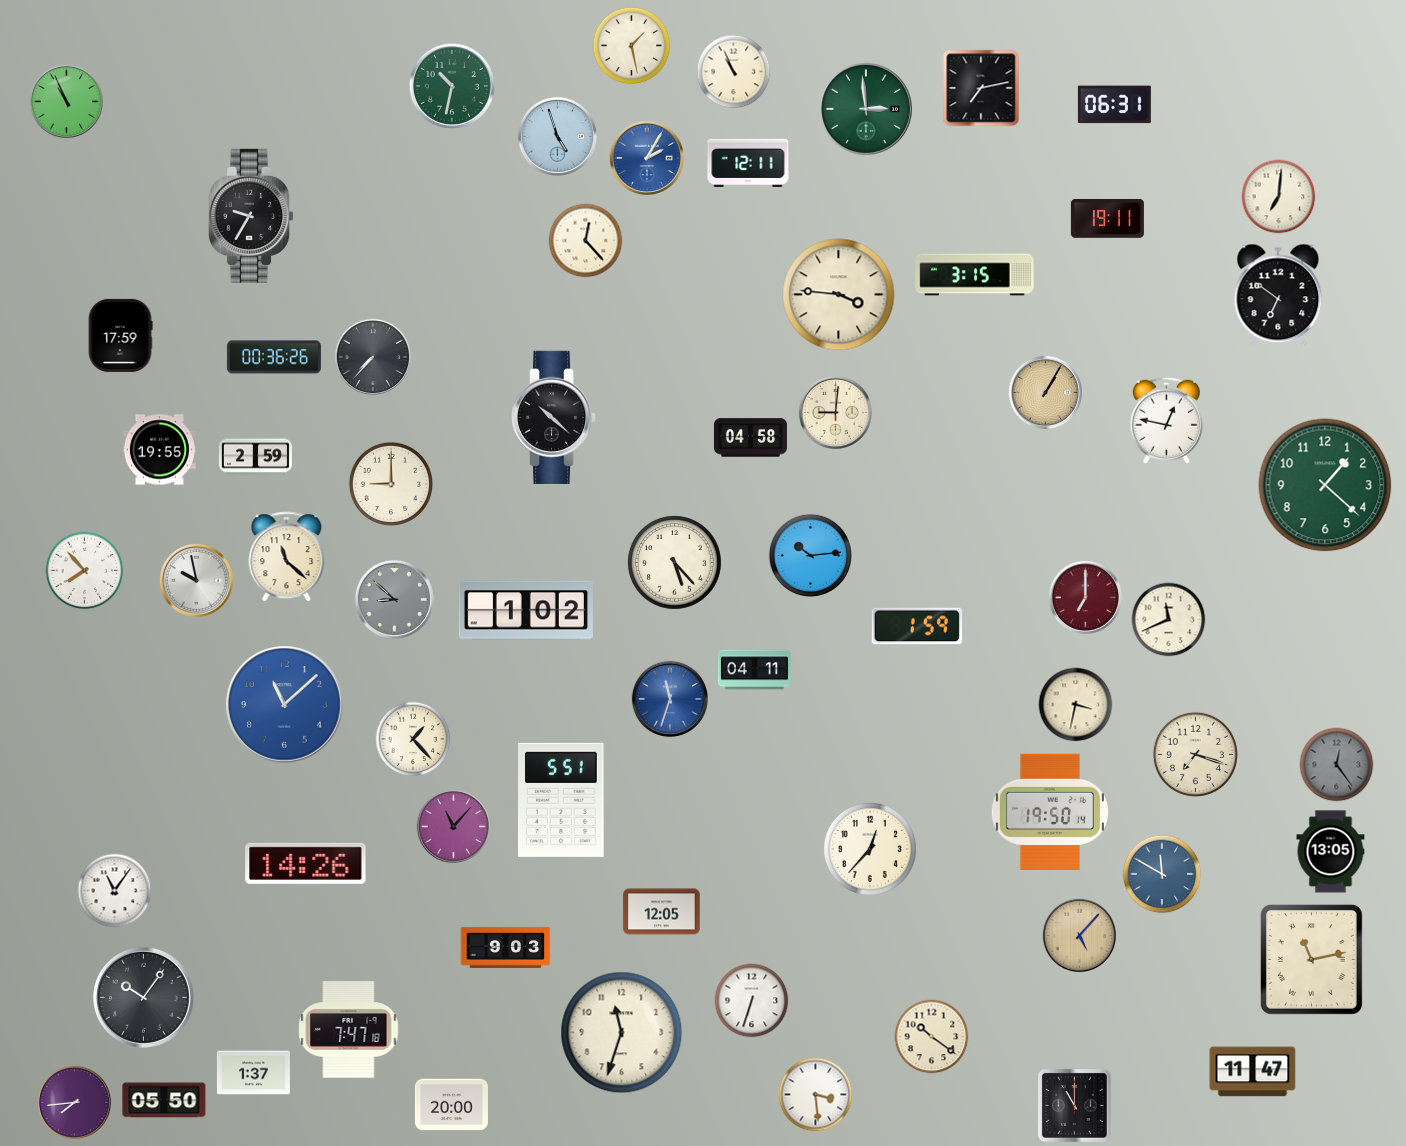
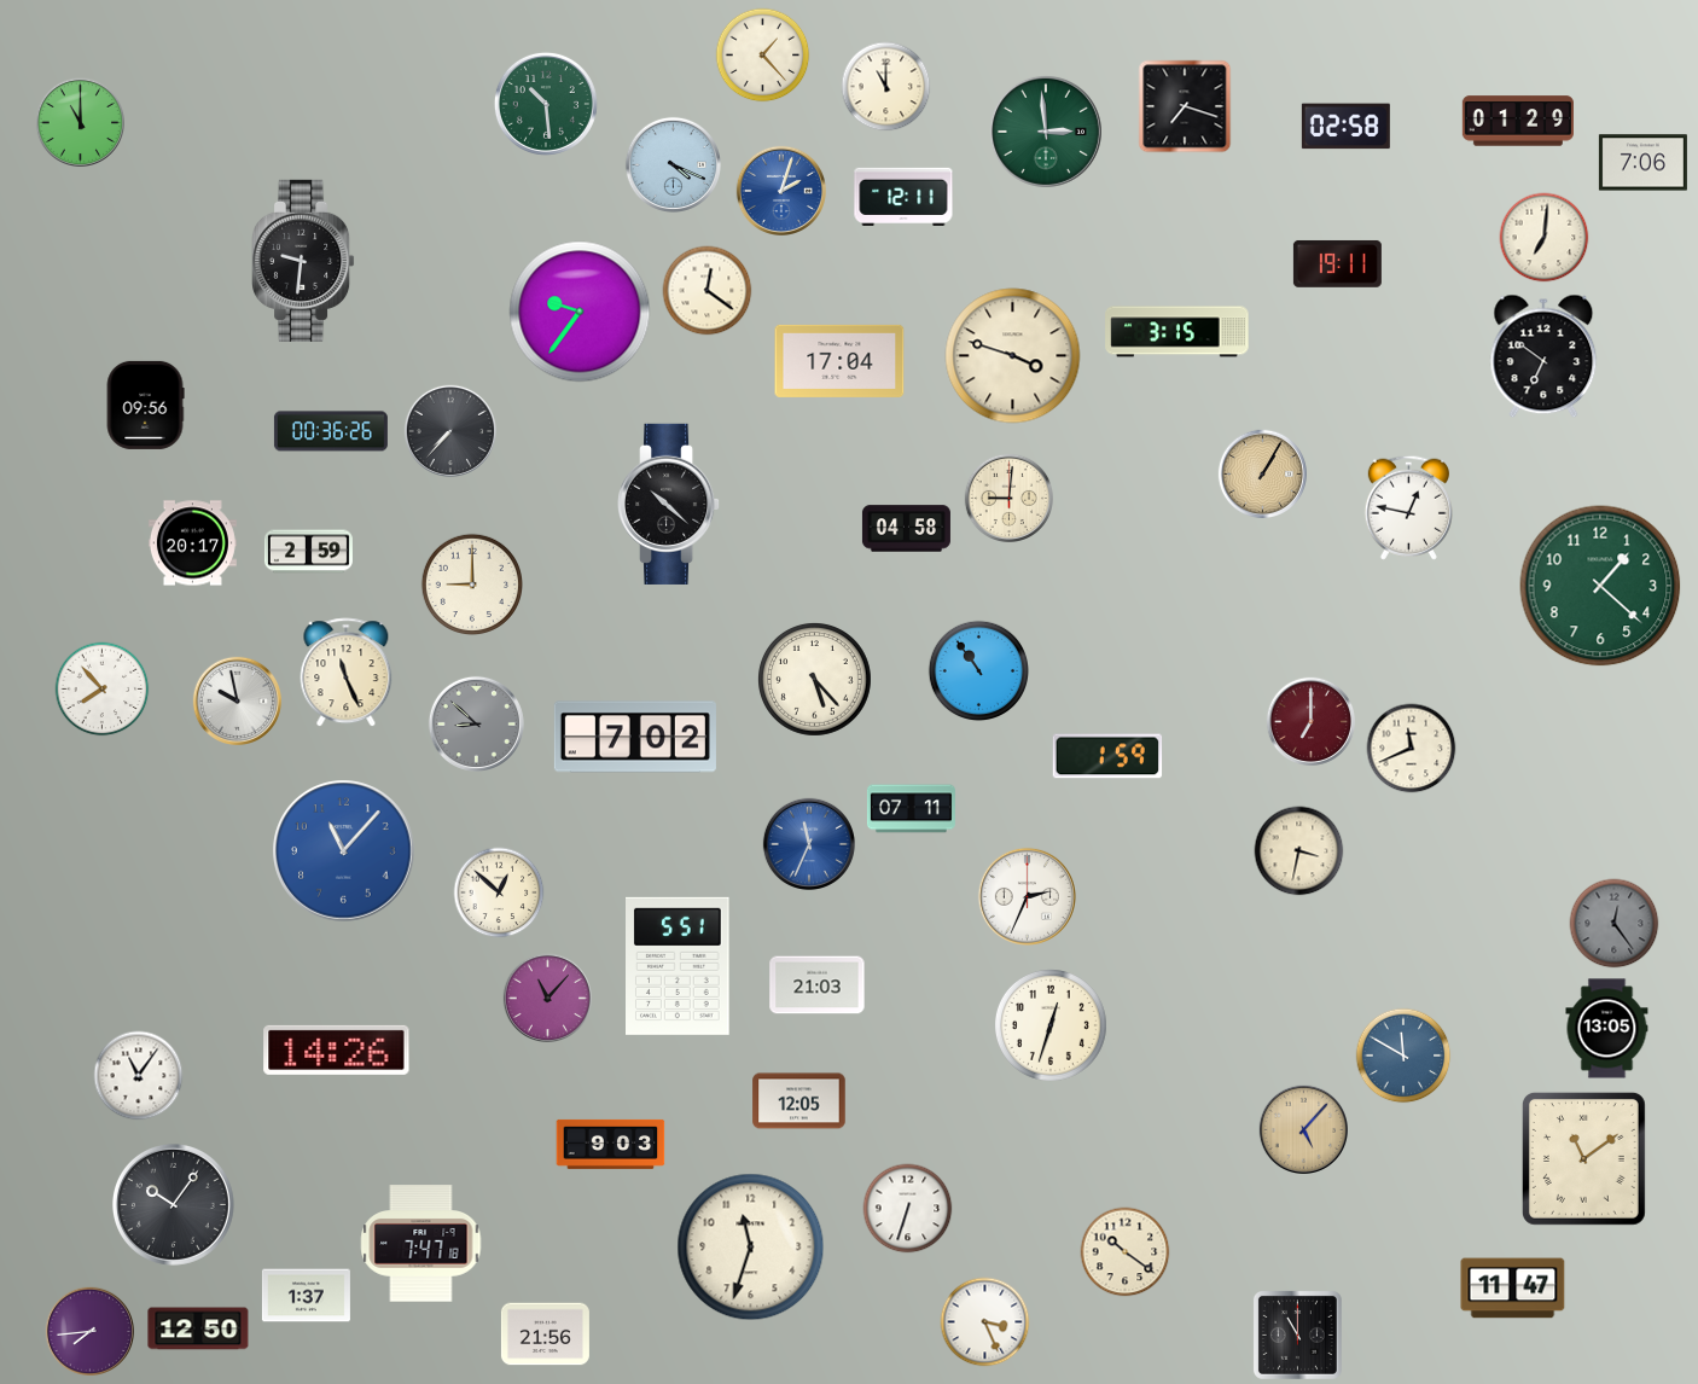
clock at (632, 46): 1:28 -> 1:23
clock at (734, 72): 10:56 -> 11:00
clock at (452, 86): 10:32 -> 10:29
clock at (981, 88): 7:13 -> 7:18
clock at (1518, 121): none -> 01:29
clock at (66, 101): 10:56 -> 11:00
clock at (1114, 105): 06:31 -> 02:58
clock at (1642, 163): none -> 7:06
clock at (557, 136): 4:57 -> 4:19
clock at (646, 157): 2:05 -> 2:03
clock at (252, 216): 9:35 -> 9:31
clock at (586, 241): 12:23 -> 12:21
clock at (580, 312): none -> 9:36
clock at (839, 295): 3:46 -> 3:48
clock at (839, 361): none -> 17:04
clock at (120, 335): 17:59 -> 09:56
clock at (159, 450): 19:55 -> 20:17
clock at (811, 556): 10:14 -> 10:54
clock at (287, 557): 11:22 -> 11:26
clock at (526, 610): 1:02 -> 7:02
clock at (754, 670): 04:11 -> 07:11
clock at (670, 699): 11:33 -> 11:34
clock at (285, 705): 11:08 -> 11:07
clock at (413, 739): 1:23 -> 12:52
clock at (1027, 896): none -> 2:34
clock at (1195, 754): 7:18 -> none
clock at (1050, 811): 19:50 -> none
clock at (818, 985): none -> 21:03
clock at (870, 849): 12:37 -> 12:33
clock at (306, 863) position: (306, 863) -> (337, 1049)
clock at (1311, 959): 11:13 -> 11:09
clock at (1253, 1072) position: (1253, 1072) -> (1513, 1289)
clock at (816, 1095): 3:29 -> 3:26
clock at (164, 1100): 05:50 -> 12:50
clock at (451, 1105): 20:00 -> 21:56
